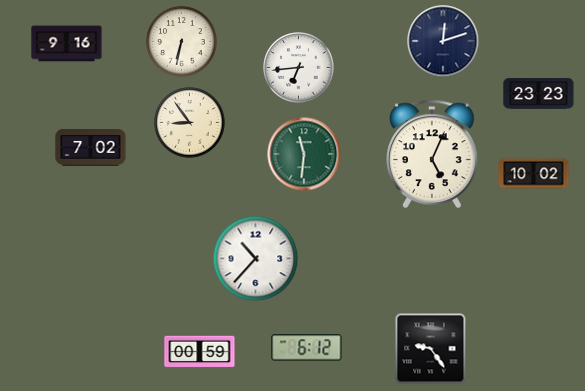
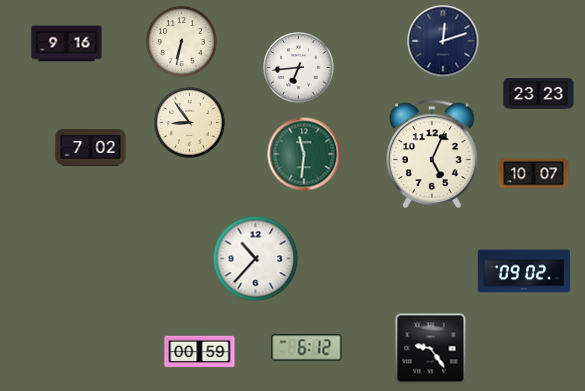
clock at (534, 174): 10:02 -> 10:07
clock at (523, 271): none -> 09:02
